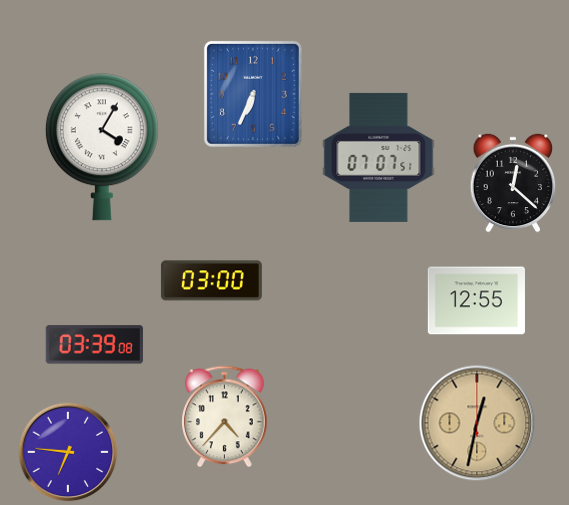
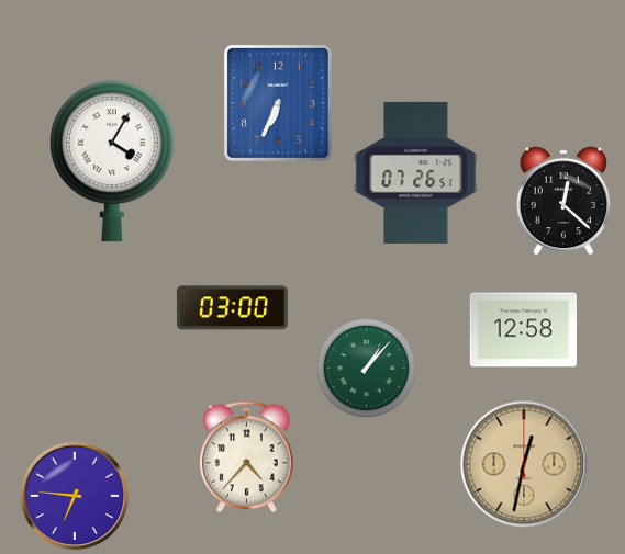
clock at (379, 157): 07:07 -> 07:26
clock at (476, 301): 12:55 -> 12:58
clock at (367, 369): none -> 1:07
clock at (94, 345): 03:39 -> none
